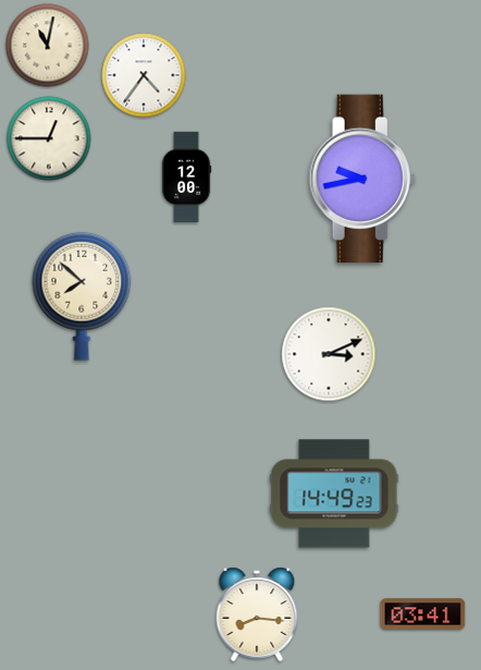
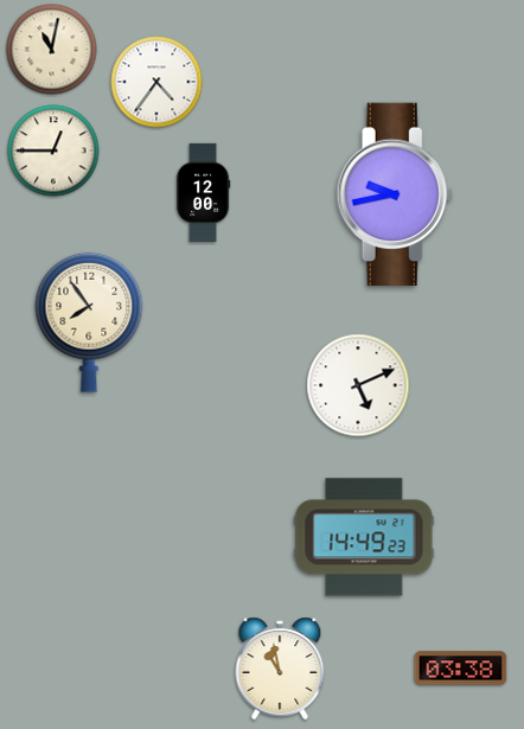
clock at (82, 296): 7:52 -> 7:54
clock at (329, 354): 3:11 -> 5:11
clock at (257, 614): 8:16 -> 10:58
clock at (423, 614): 03:41 -> 03:38
